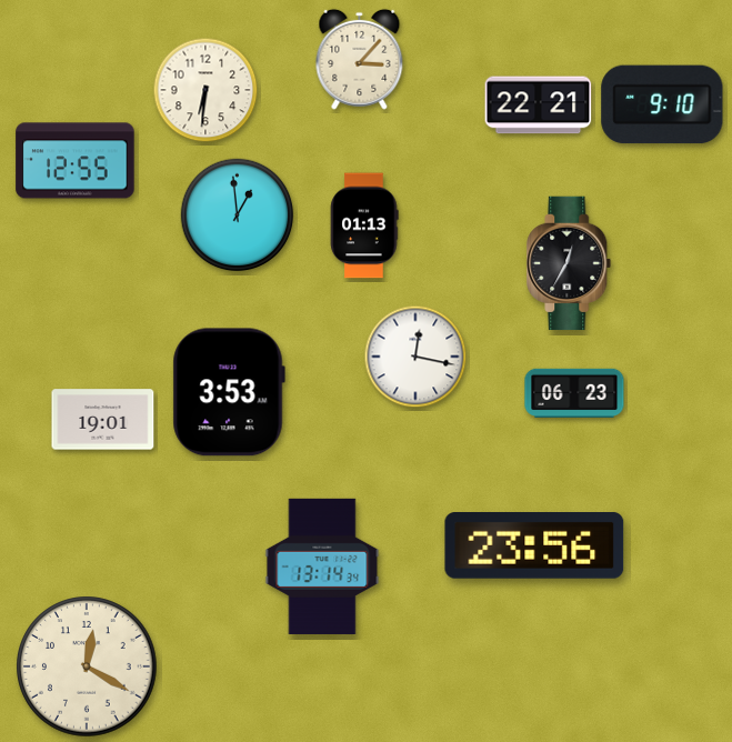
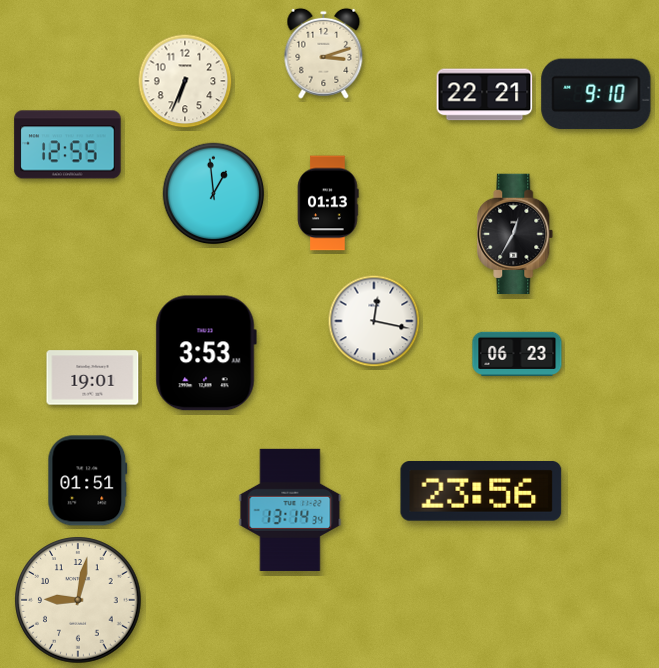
clock at (360, 59): 3:07 -> 3:12
clock at (205, 90): 6:31 -> 6:34
clock at (569, 263) position: (569, 263) -> (515, 234)
clock at (88, 481): none -> 01:51
clock at (87, 666): 12:20 -> 9:02
